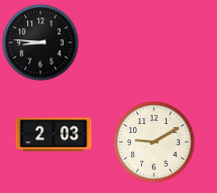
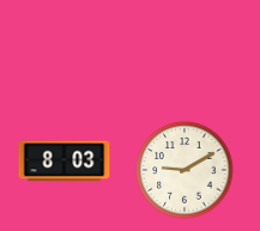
clock at (41, 43): 8:46 -> none
clock at (54, 135): 2:03 -> 8:03
